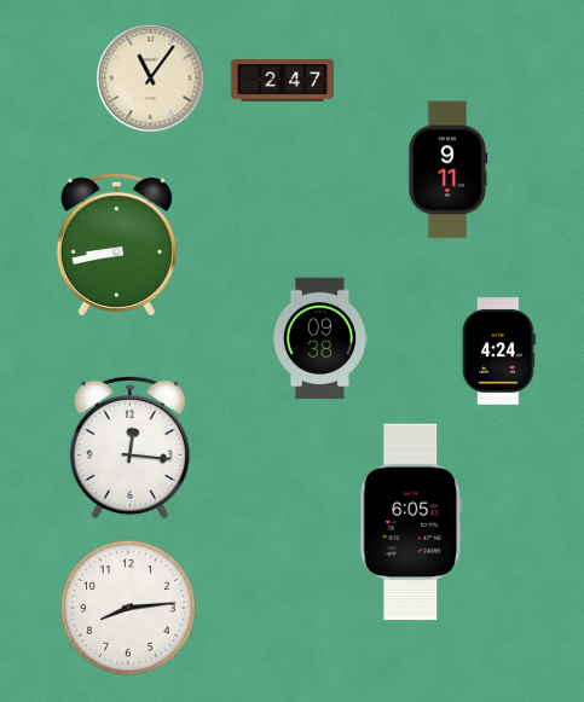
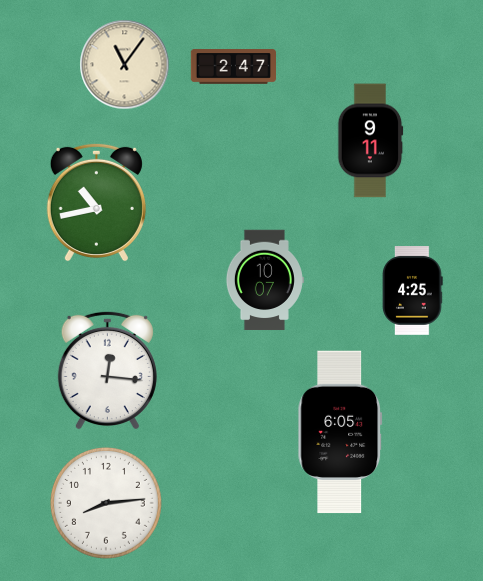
clock at (116, 244): 8:43 -> 10:43
clock at (319, 338): 09:38 -> 10:07
clock at (499, 352): 4:24 -> 4:25
